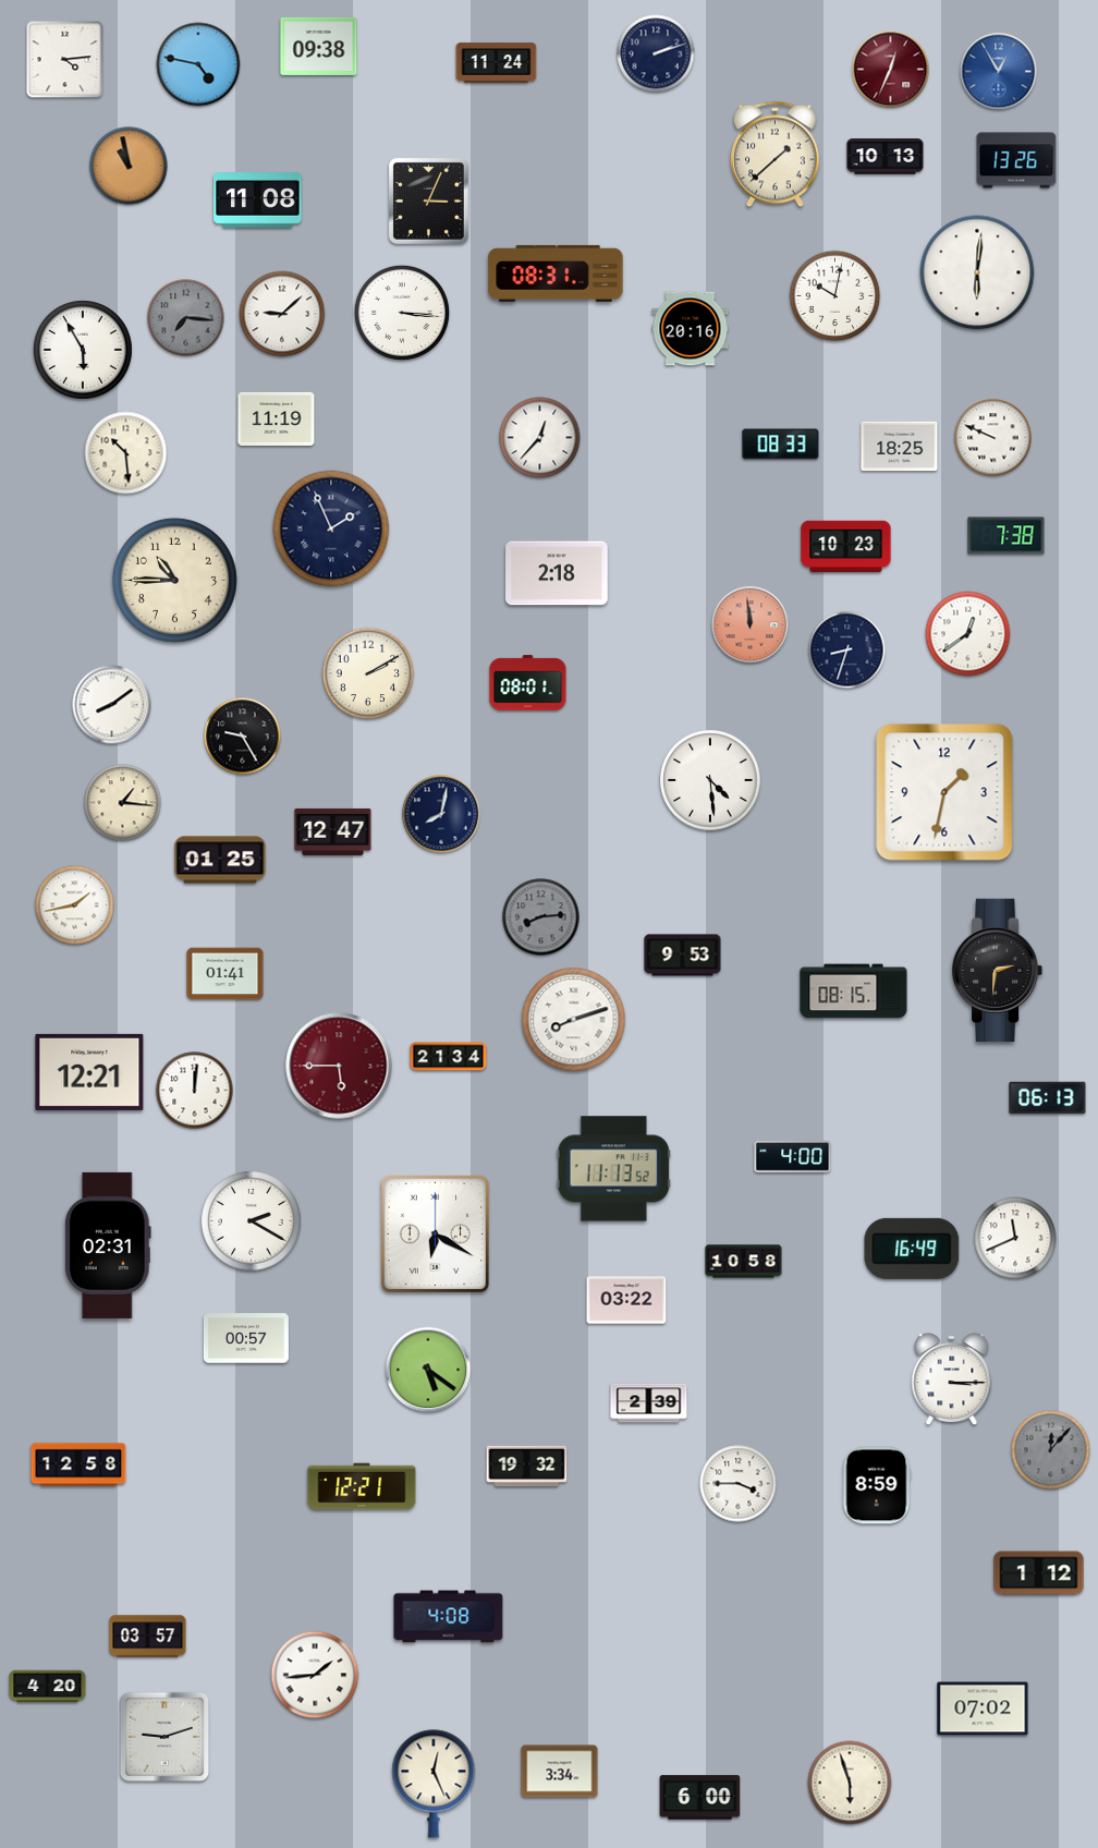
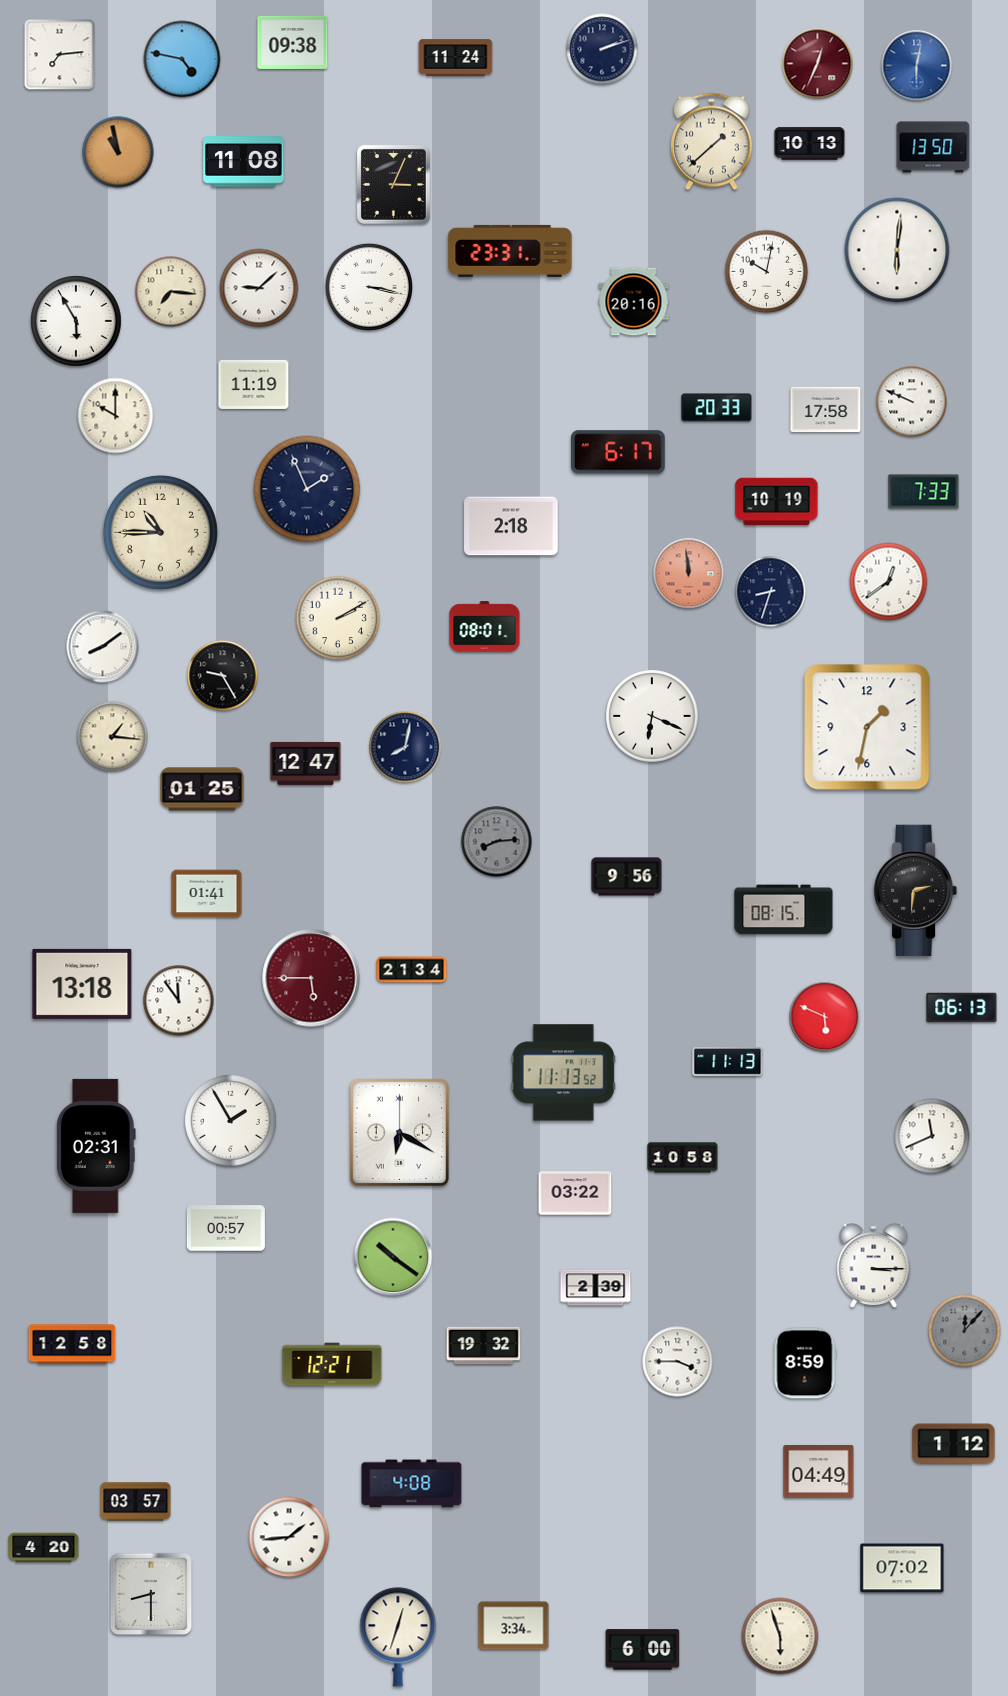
clock at (65, 60): 4:14 -> 7:14
clock at (999, 72): 12:55 -> 6:02
clock at (886, 157) position: (886, 157) -> (810, 144)
clock at (1016, 160): 13:26 -> 13:50
clock at (258, 200) position: (258, 200) -> (244, 162)
clock at (556, 273): 08:31 -> 23:31
clock at (402, 313): 3:16 -> 3:17
clock at (186, 318) dial: grey -> cream
clock at (540, 438): 12:37 -> none
clock at (781, 445): 08:33 -> 20:33
clock at (900, 447): 18:25 -> 17:58
clock at (126, 453): 10:29 -> 10:00
clock at (619, 452): none -> 6:17
clock at (331, 528) position: (331, 528) -> (307, 489)
clock at (1006, 536): 7:38 -> 7:33
clock at (846, 547): 10:23 -> 10:19
clock at (847, 651) position: (847, 651) -> (771, 592)
clock at (710, 780): 4:29 -> 6:19
clock at (75, 905): 1:43 -> none
clock at (683, 956): 9:53 -> 9:56
clock at (574, 1020): 8:12 -> none
clock at (89, 1072): 12:21 -> 13:18
clock at (195, 1091): 12:01 -> 11:54
clock at (825, 1017): none -> 5:49
clock at (793, 1156): 4:00 -> 11:13
clock at (252, 1221): 2:20 -> 1:55
clock at (108, 1245) position: (108, 1245) -> (96, 1146)
clock at (912, 1249): 16:49 -> none
clock at (428, 1370): 5:21 -> 10:21
clock at (819, 1471): none -> 04:49
clock at (164, 1736): 9:12 -> 8:30
clock at (434, 1784): 12:26 -> 12:33
